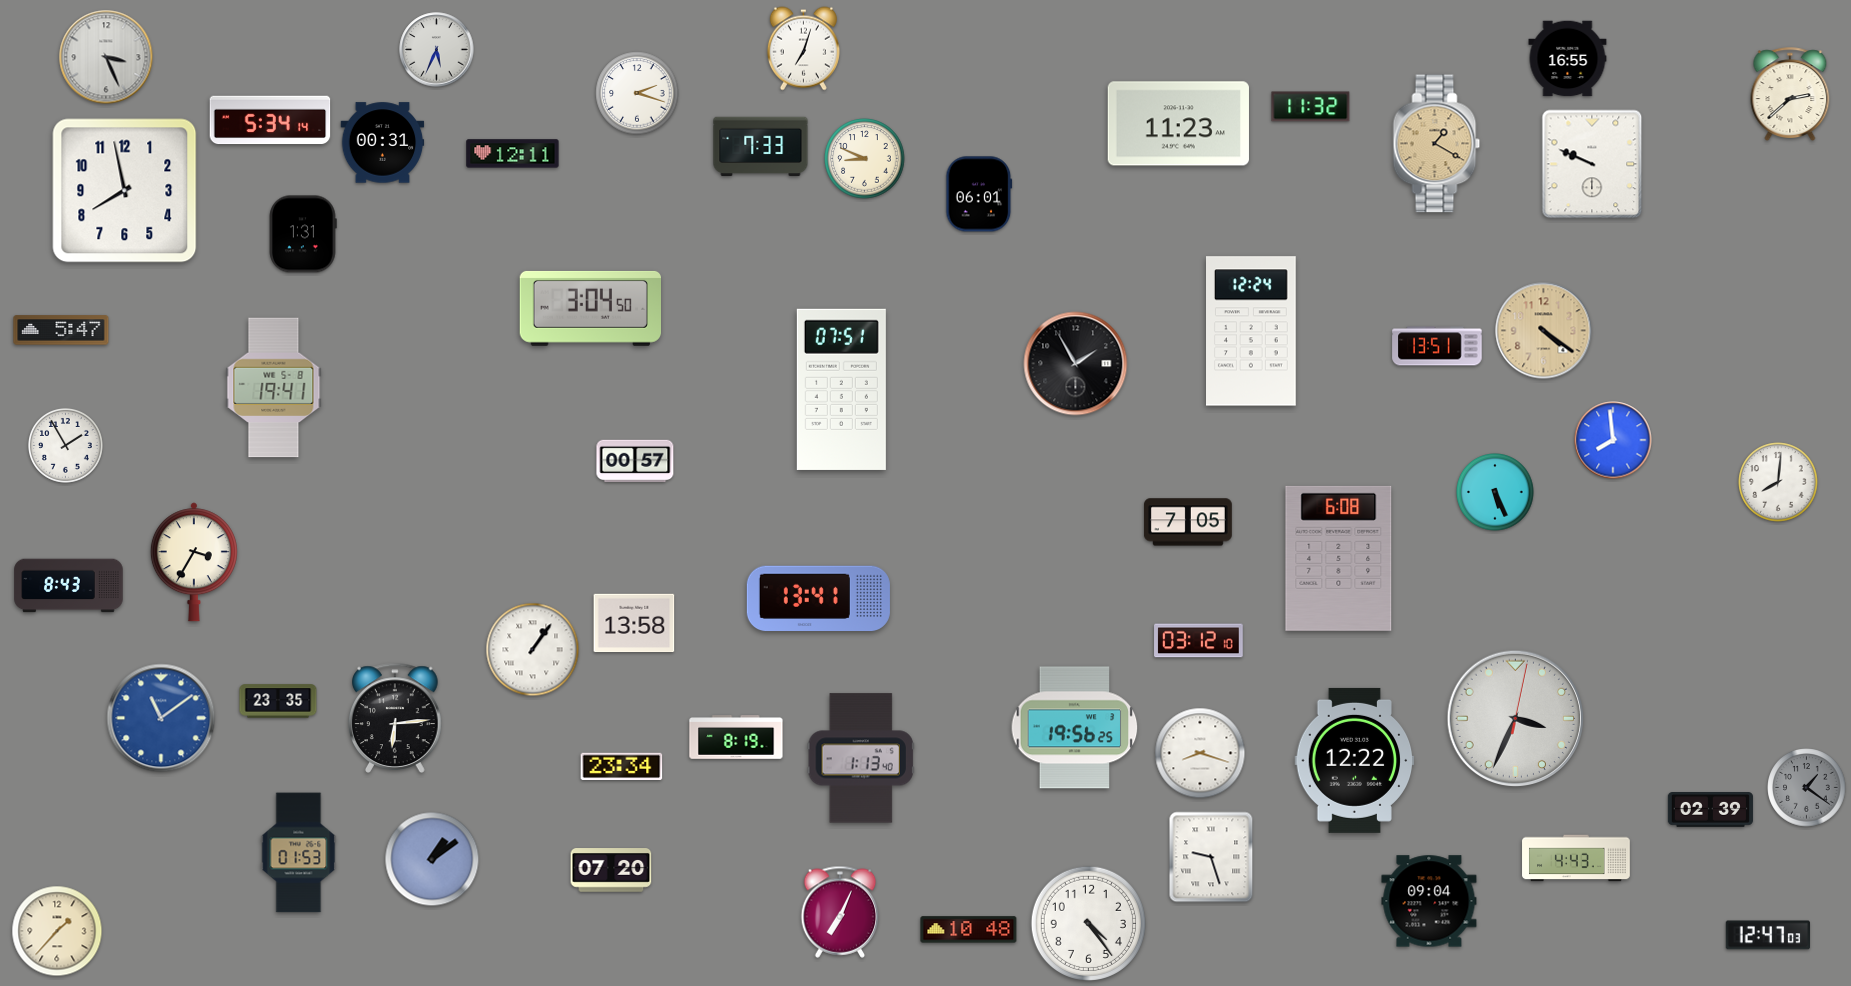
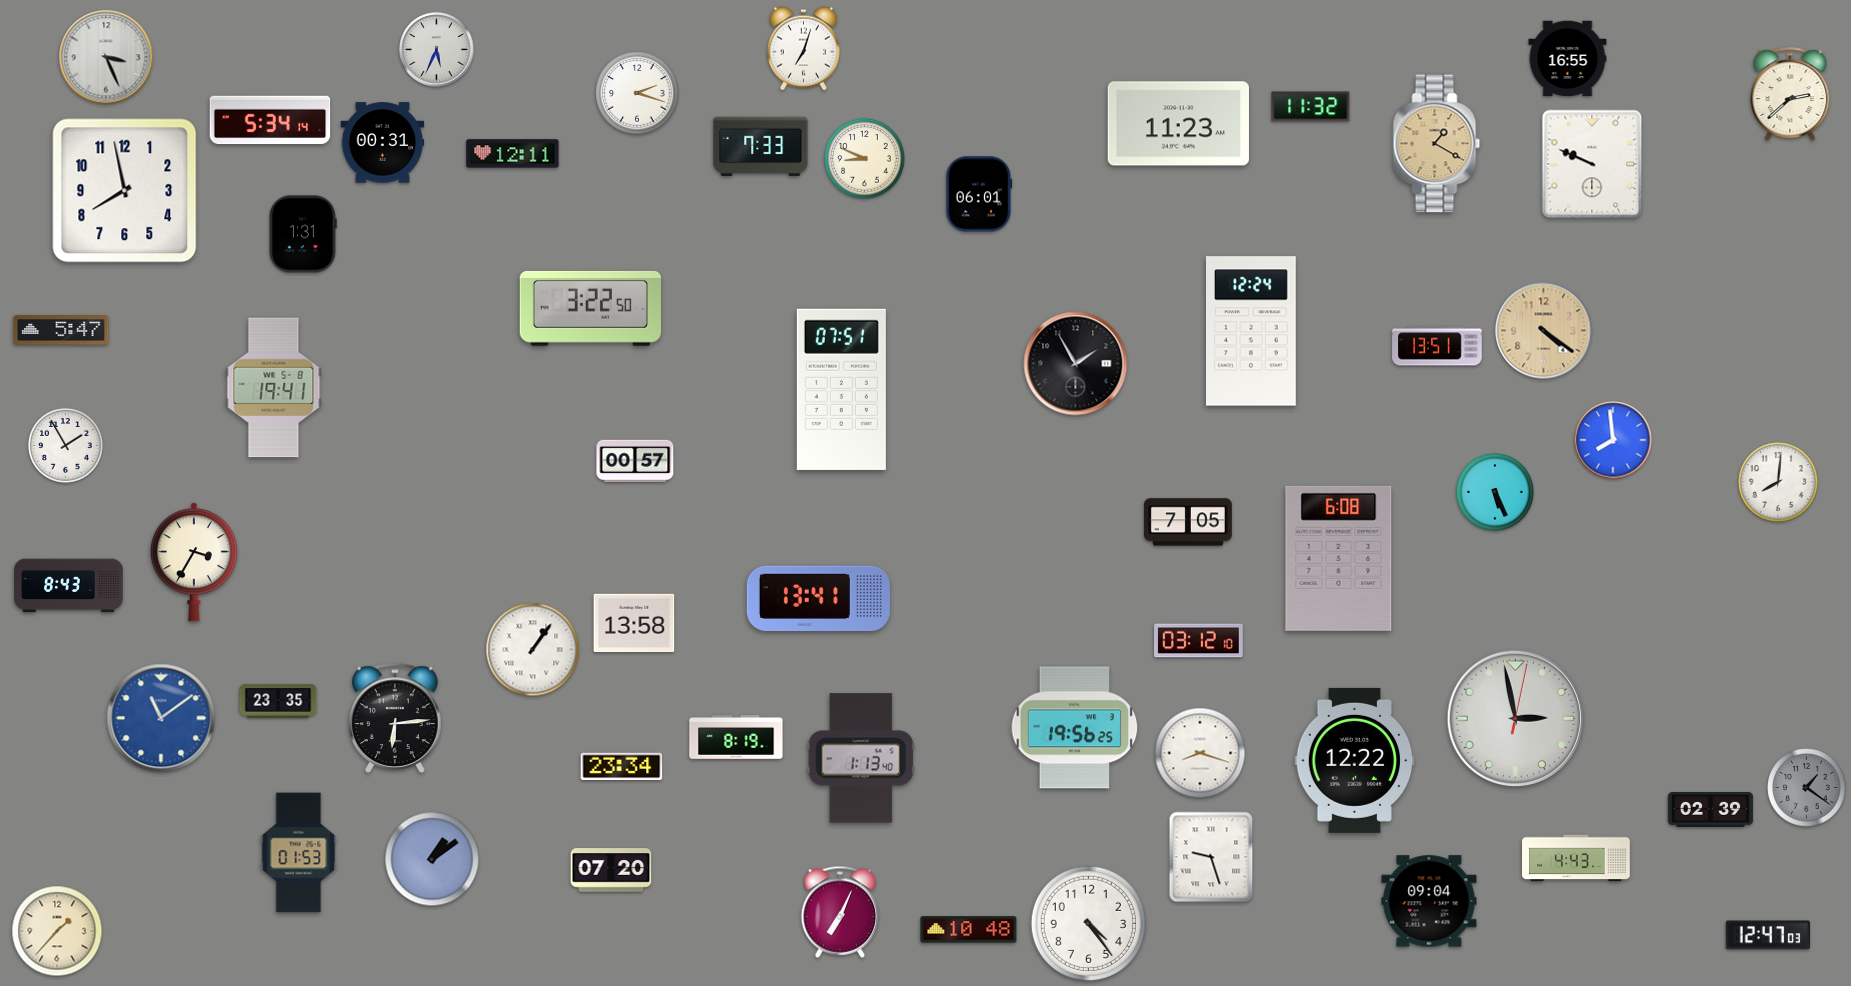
clock at (590, 308): 3:04 -> 3:22
clock at (1516, 719): 3:34 -> 2:58
